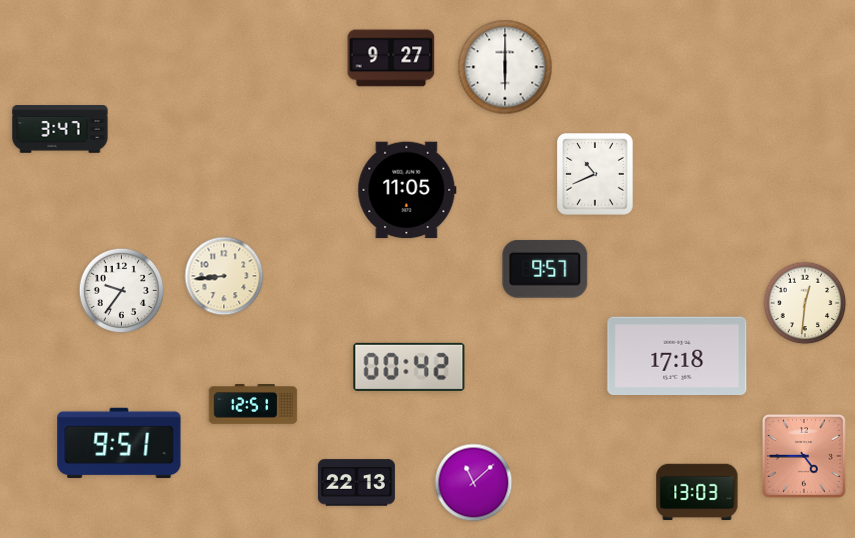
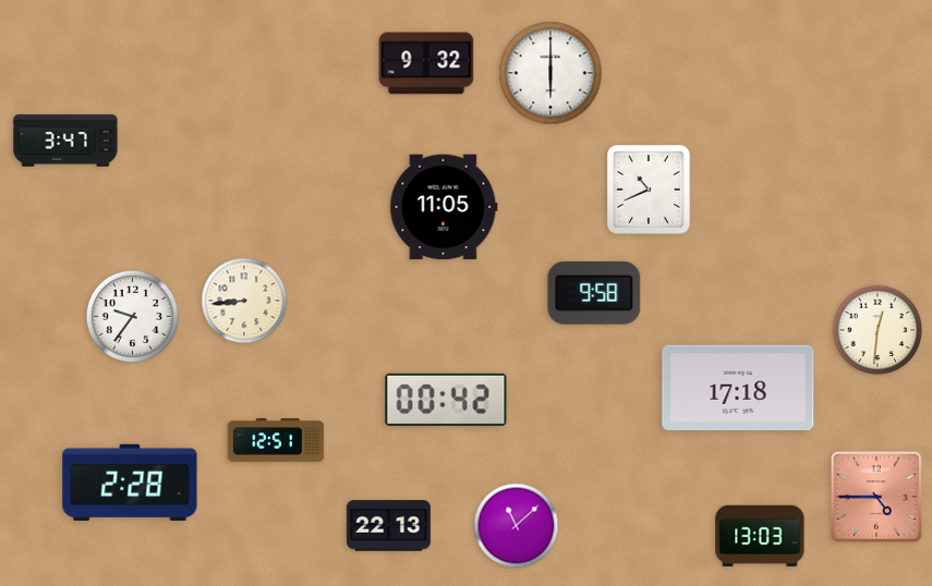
clock at (391, 58): 9:27 -> 9:32
clock at (545, 269): 9:57 -> 9:58
clock at (119, 443): 9:51 -> 2:28
